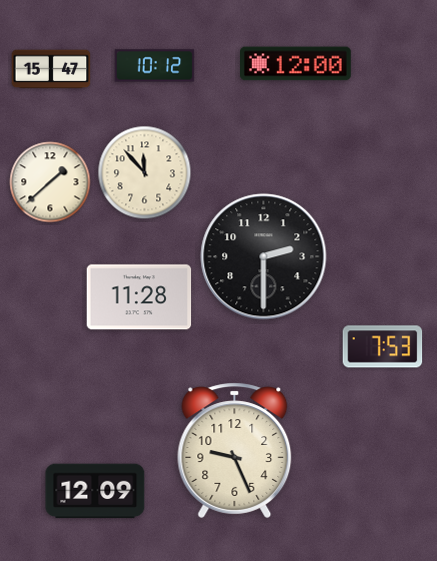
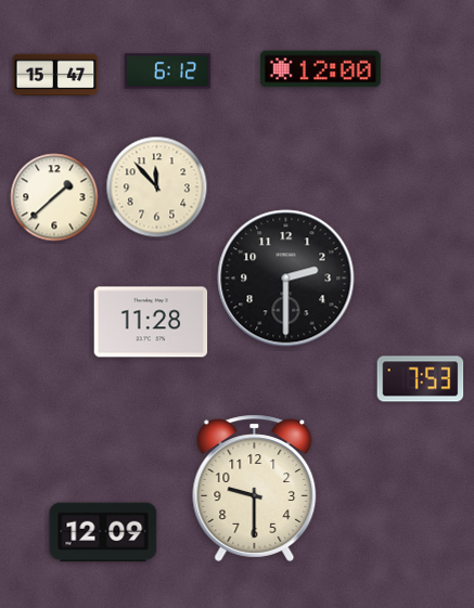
clock at (155, 66): 10:12 -> 6:12
clock at (383, 347) position: (383, 347) -> (421, 379)
clock at (235, 450): 9:26 -> 9:30
